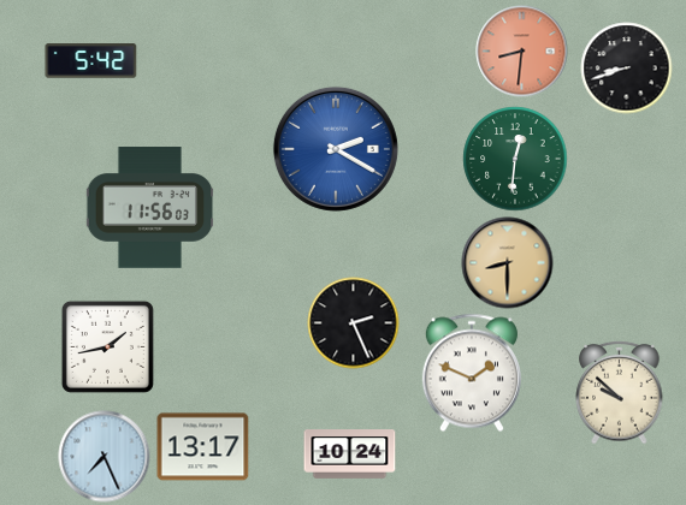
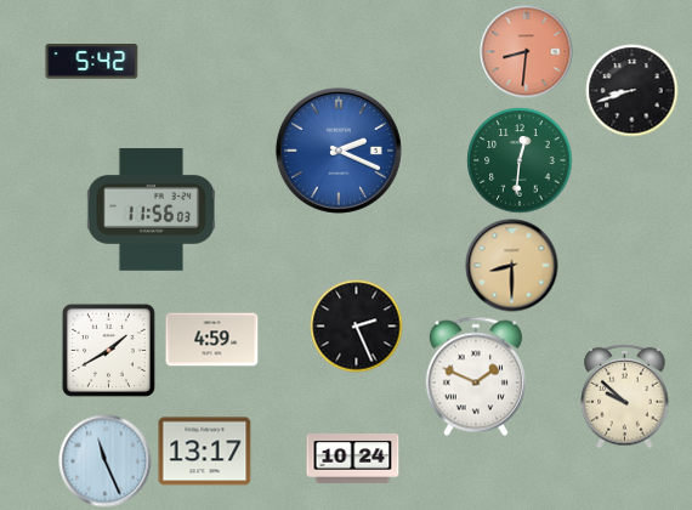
clock at (627, 69) position: (627, 69) -> (633, 91)
clock at (336, 149): 2:20 -> 2:19
clock at (212, 340): none -> 4:59
clock at (107, 346): 1:43 -> 1:40
clock at (105, 457): 7:26 -> 11:26
